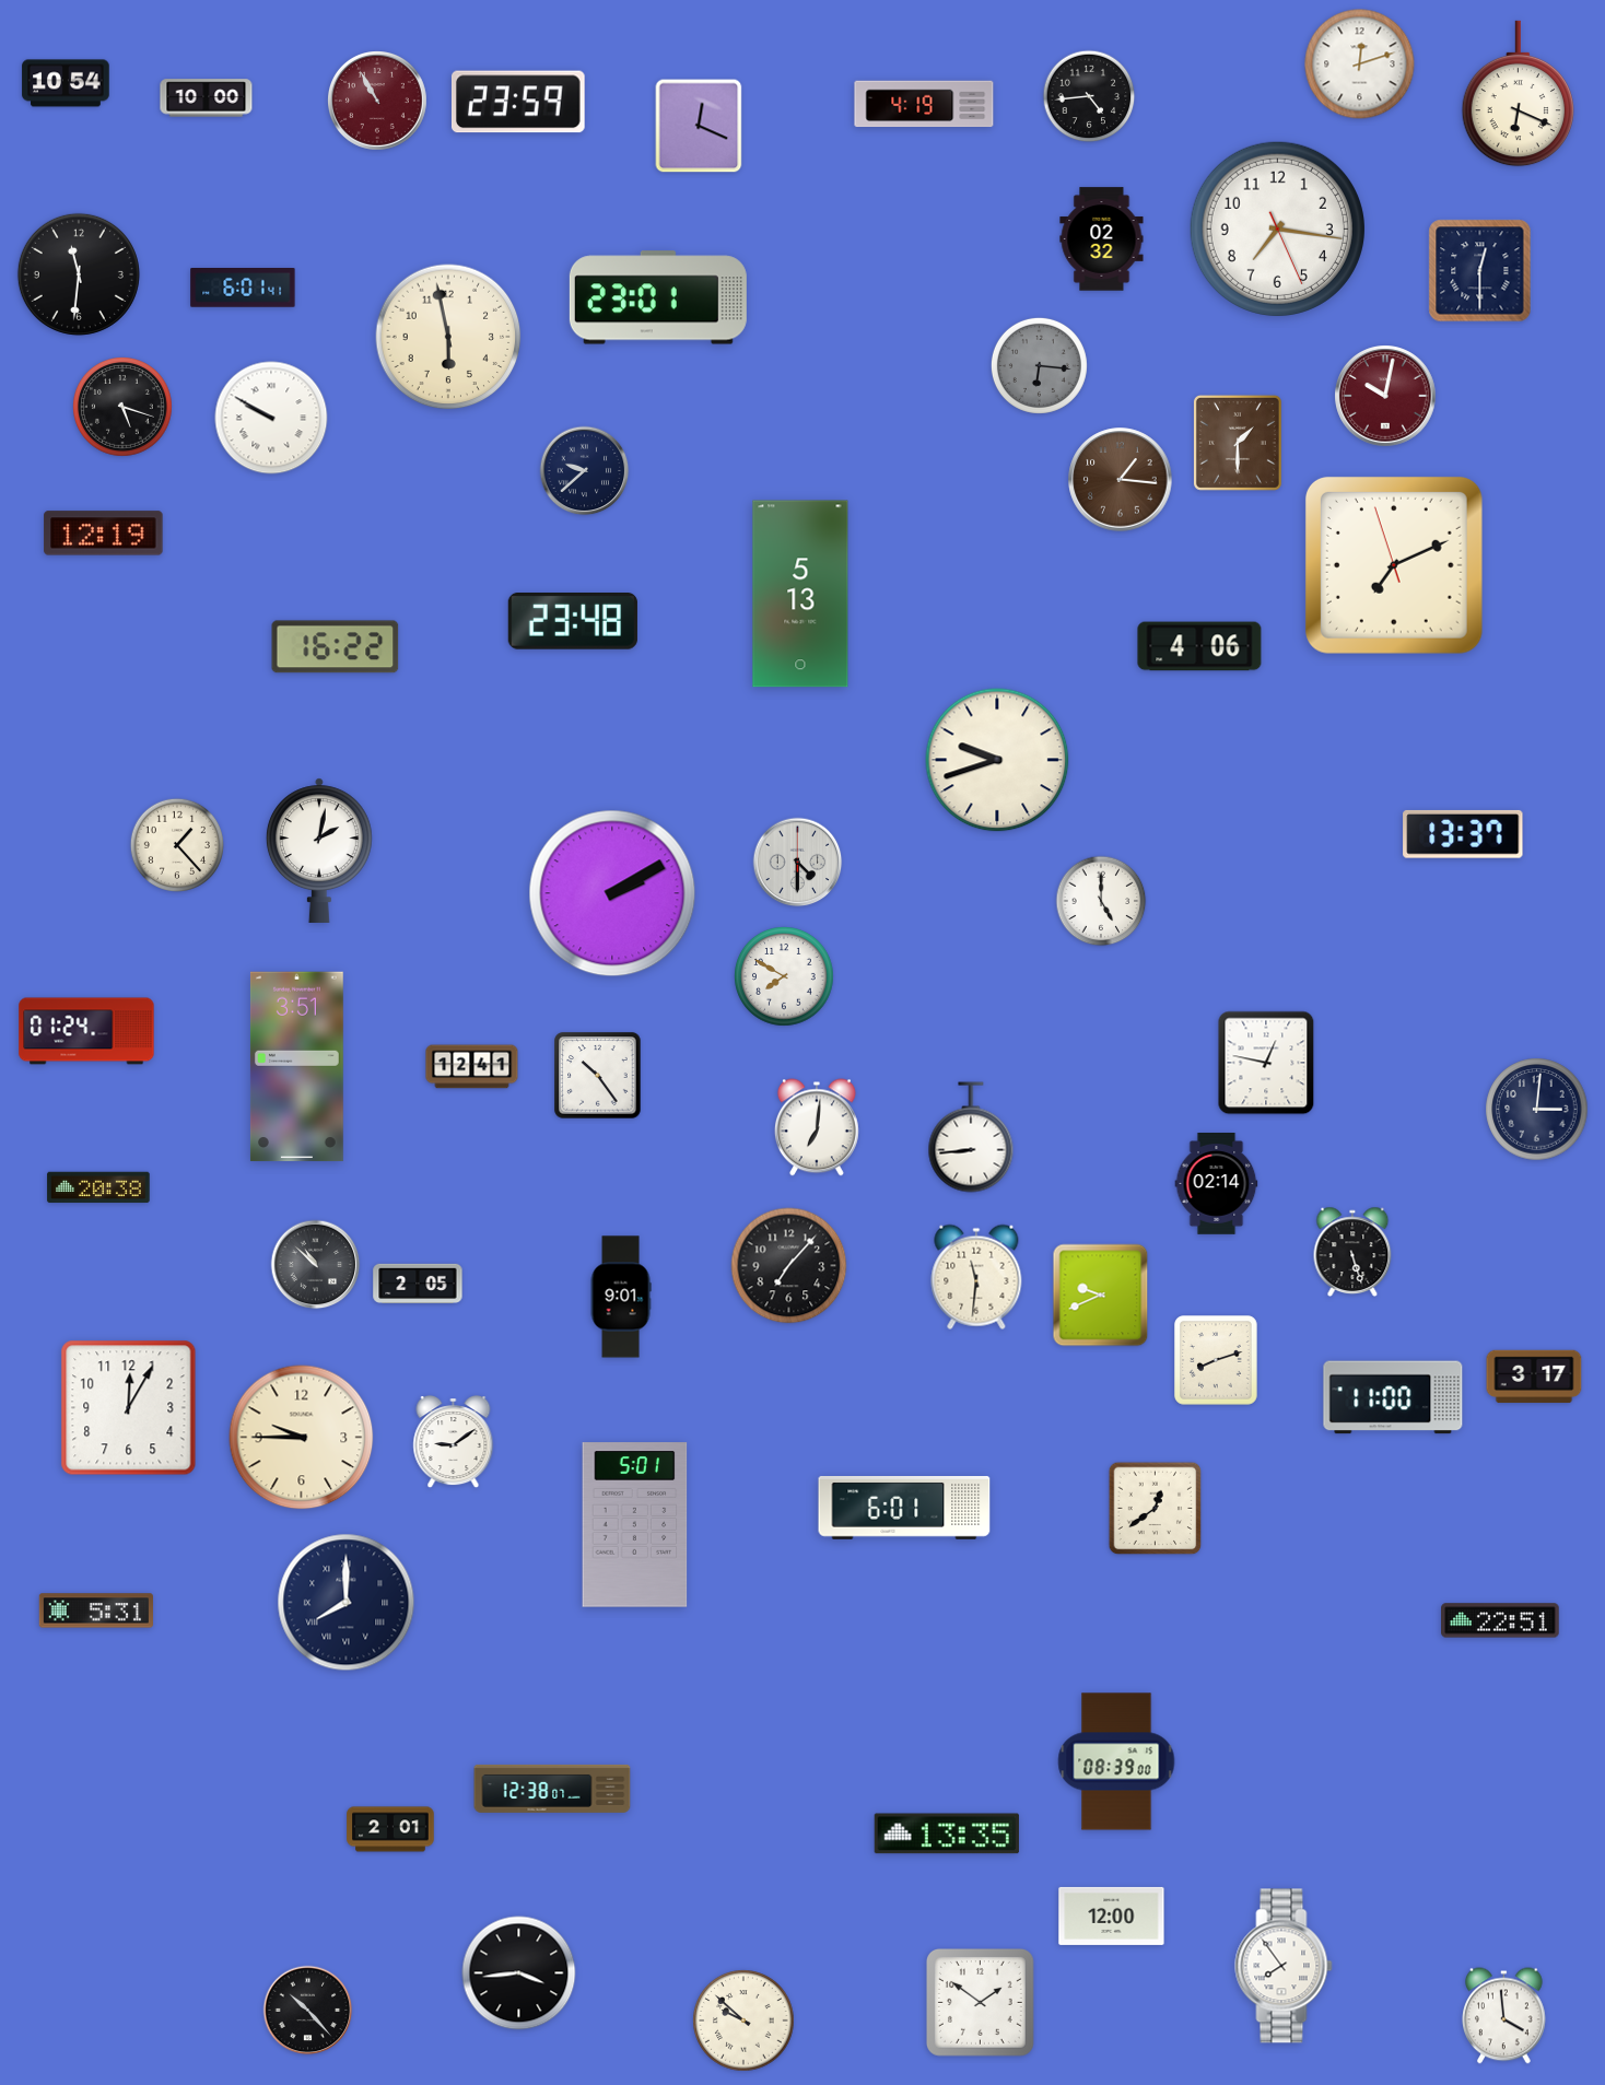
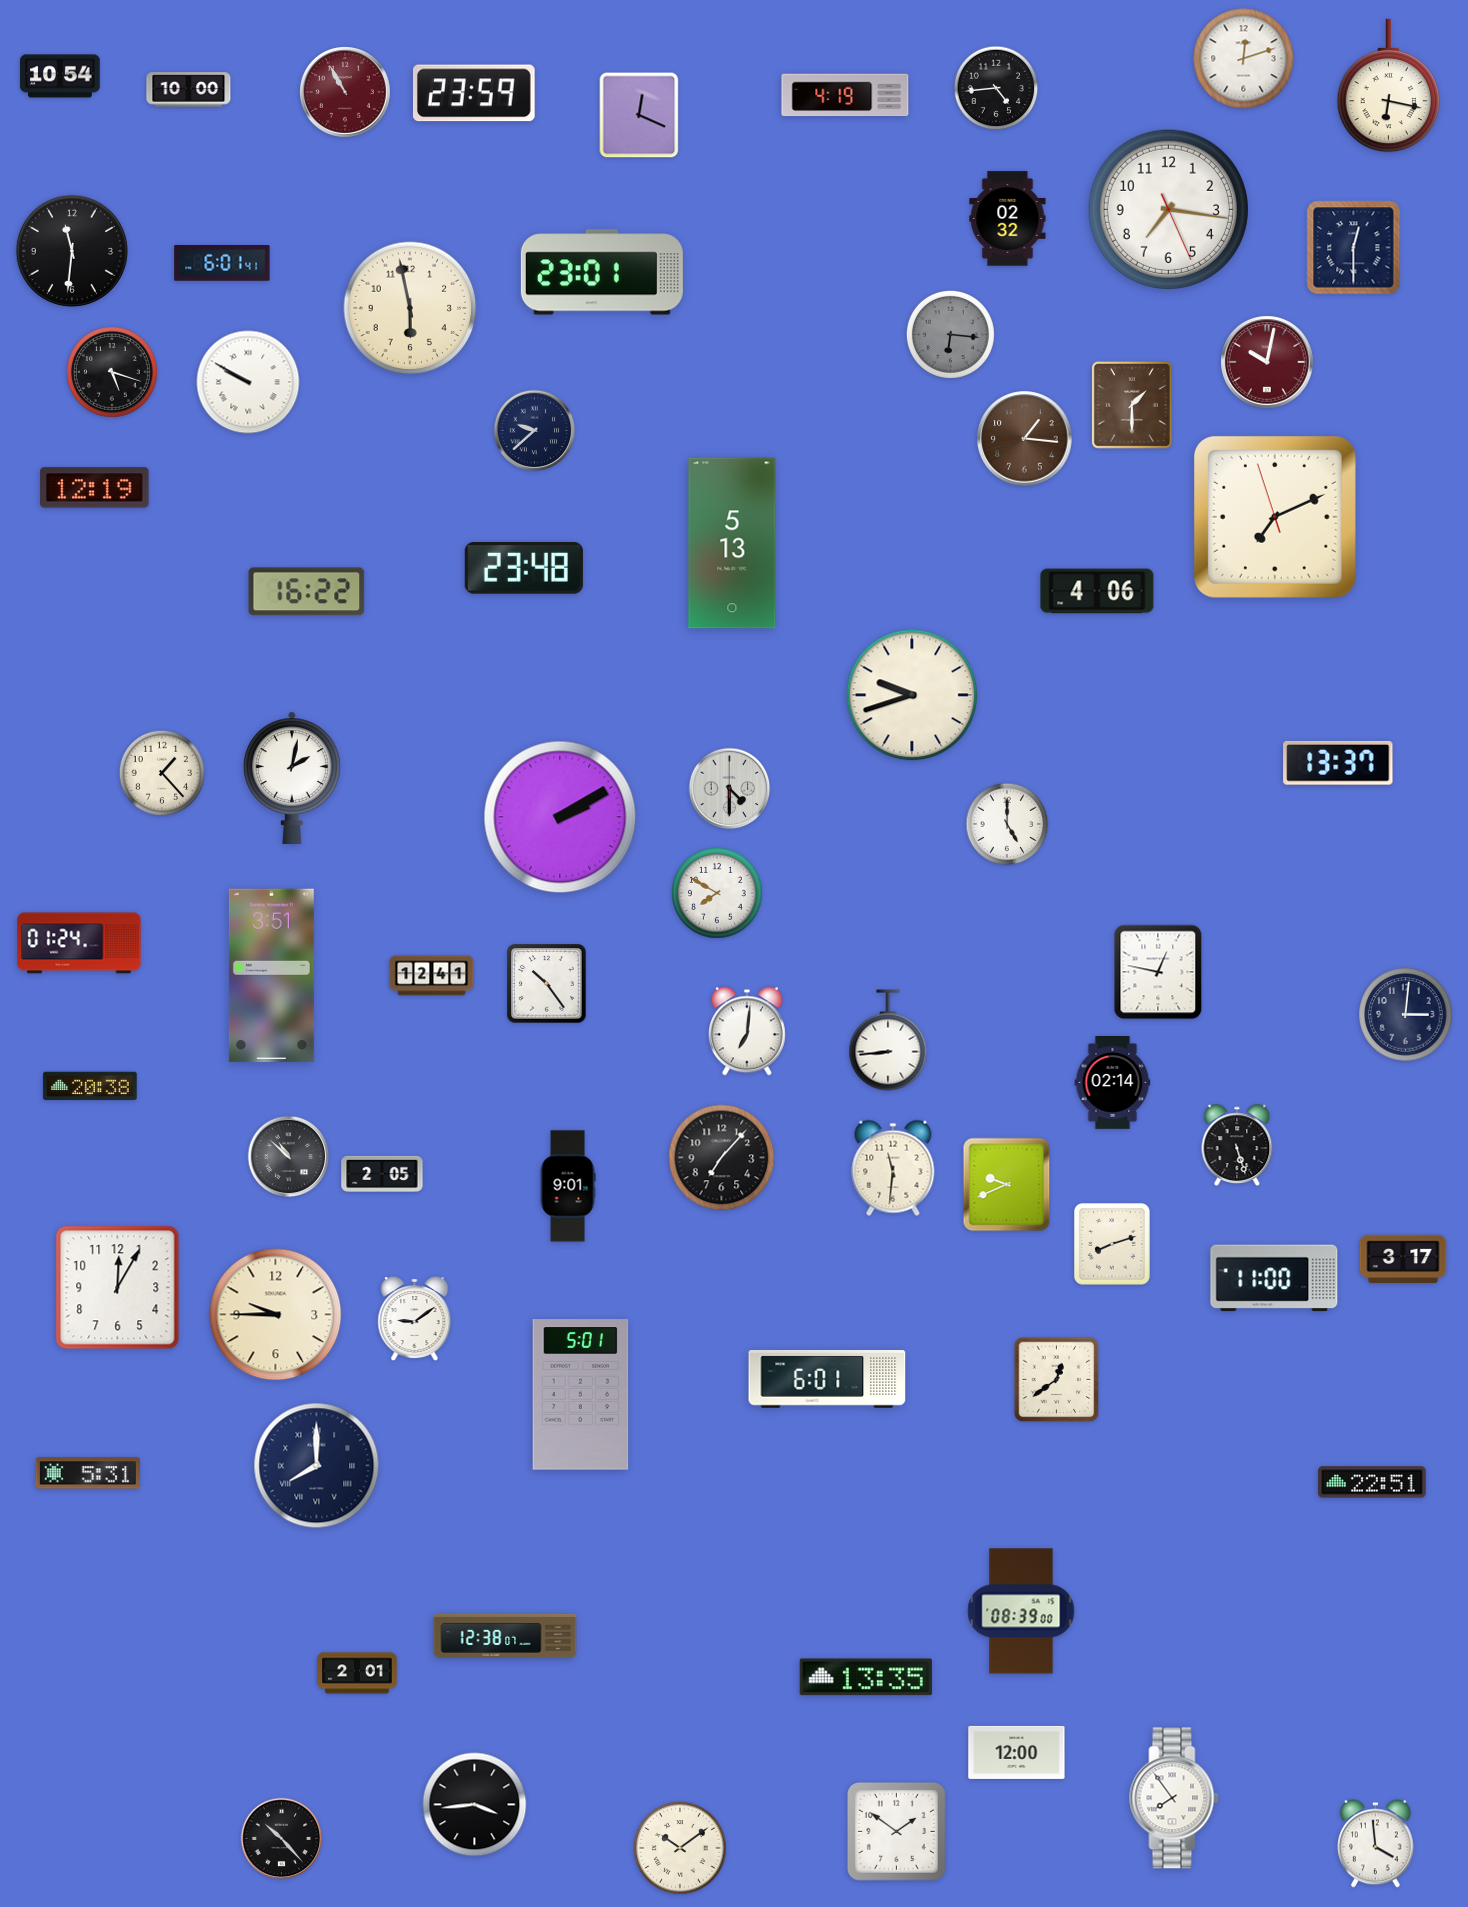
clock at (1518, 94): 6:19 -> 6:17
clock at (743, 2020): 9:52 -> 10:09
